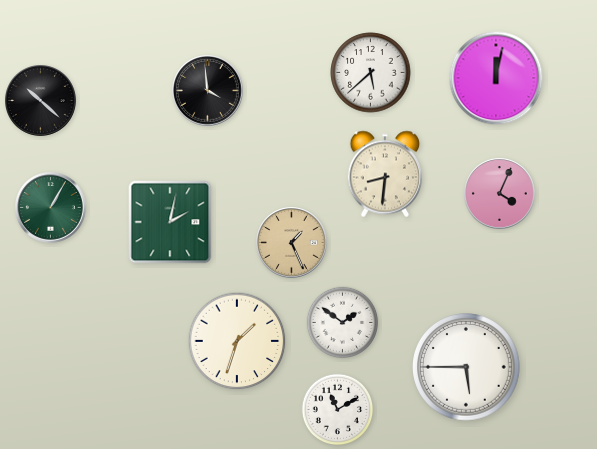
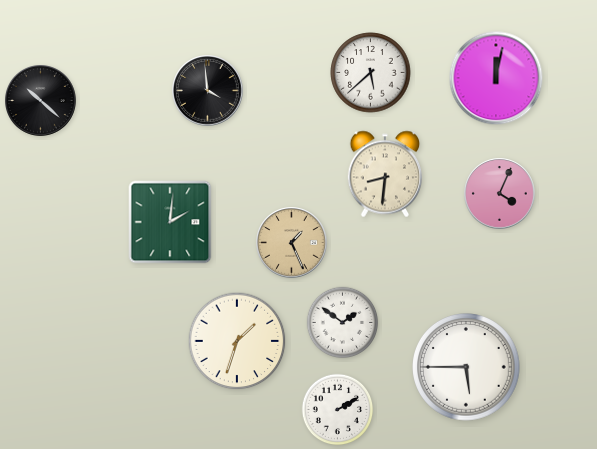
clock at (51, 208): 1:05 -> none
clock at (170, 222): 2:02 -> 2:01
clock at (338, 410): 11:10 -> 2:10
